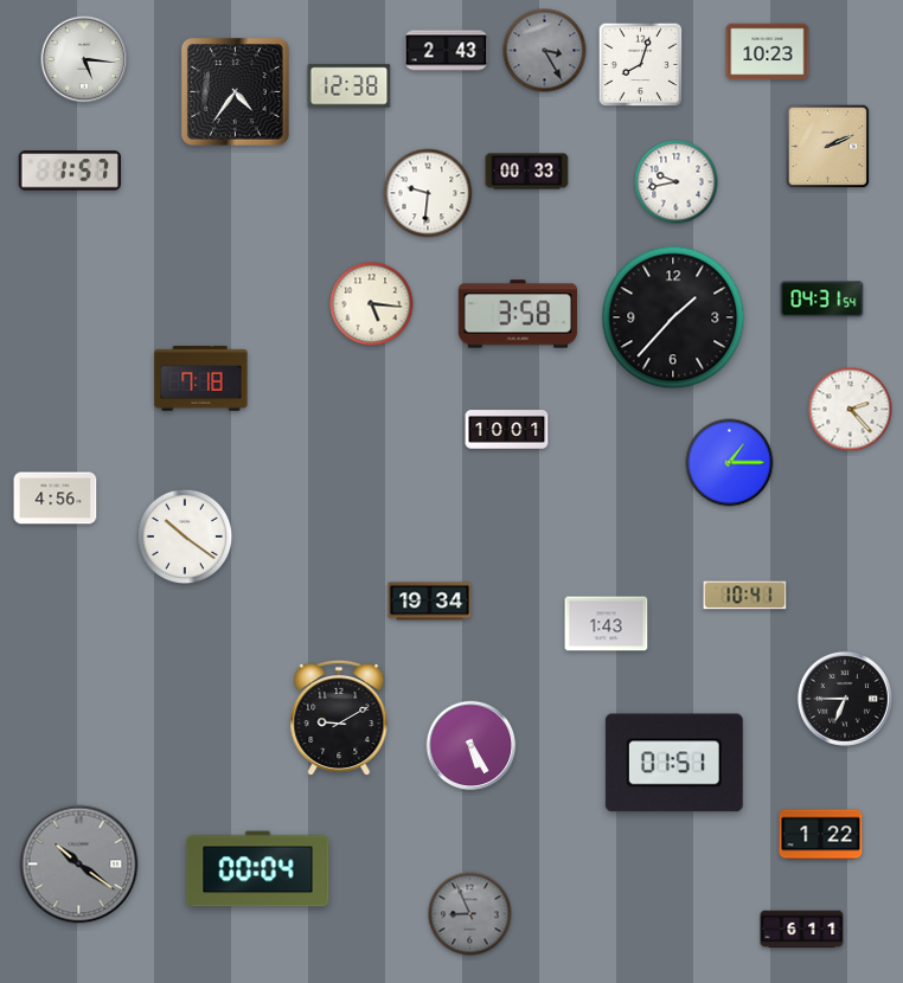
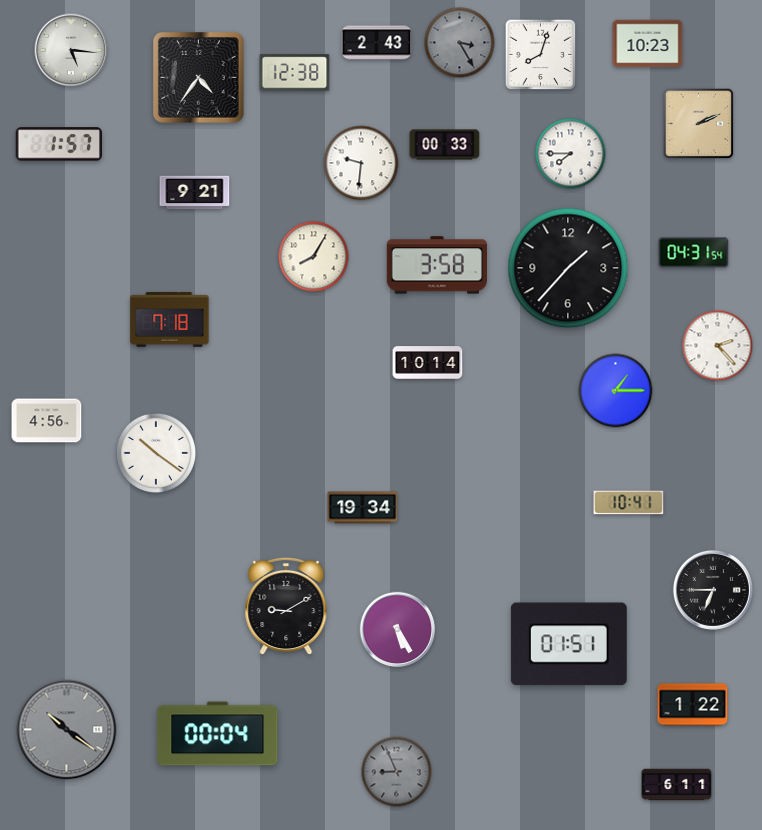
clock at (677, 182): 9:43 -> 7:45
clock at (195, 193): none -> 9:21
clock at (372, 304): 5:16 -> 8:05
clock at (507, 430): 10:01 -> 10:14
clock at (607, 624): 1:43 -> none
